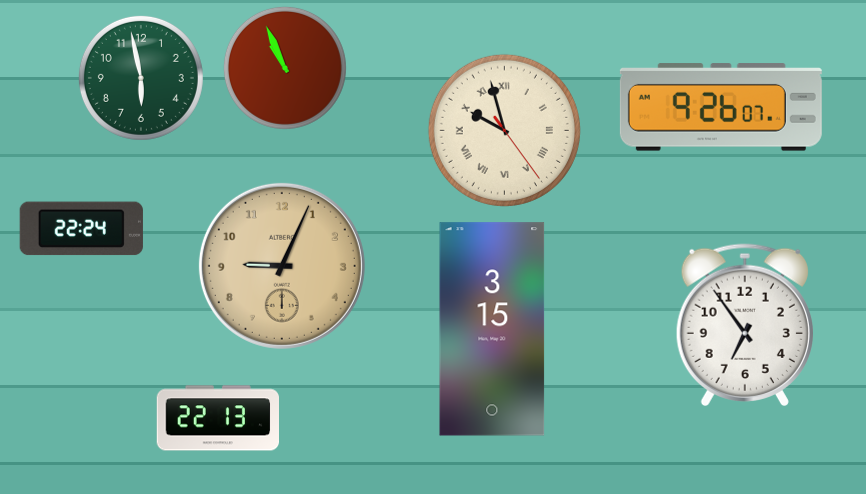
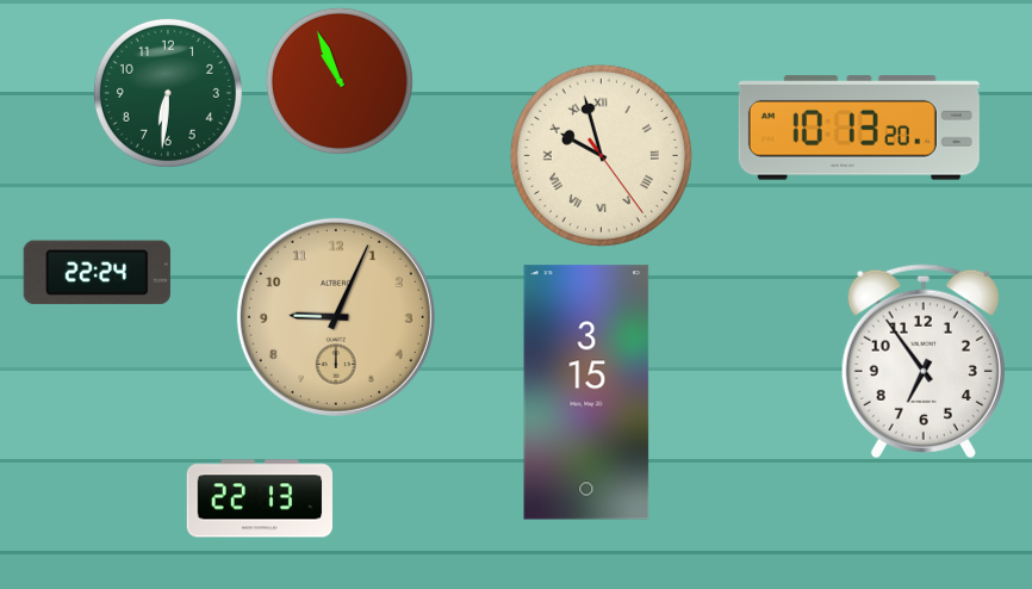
clock at (141, 78): 5:58 -> 6:31
clock at (721, 107): 9:26 -> 10:13
clock at (745, 325) position: (745, 325) -> (924, 361)
